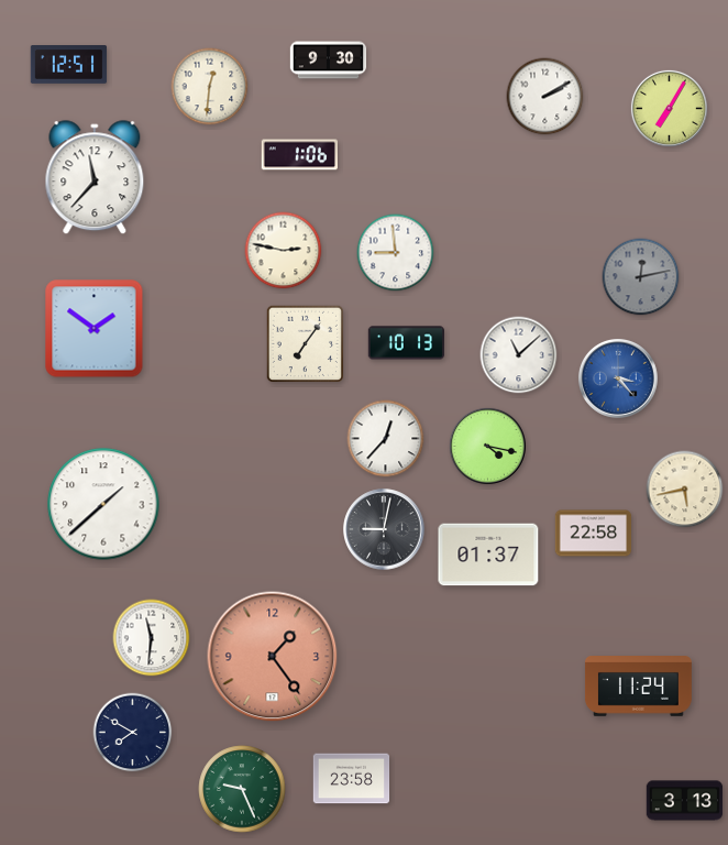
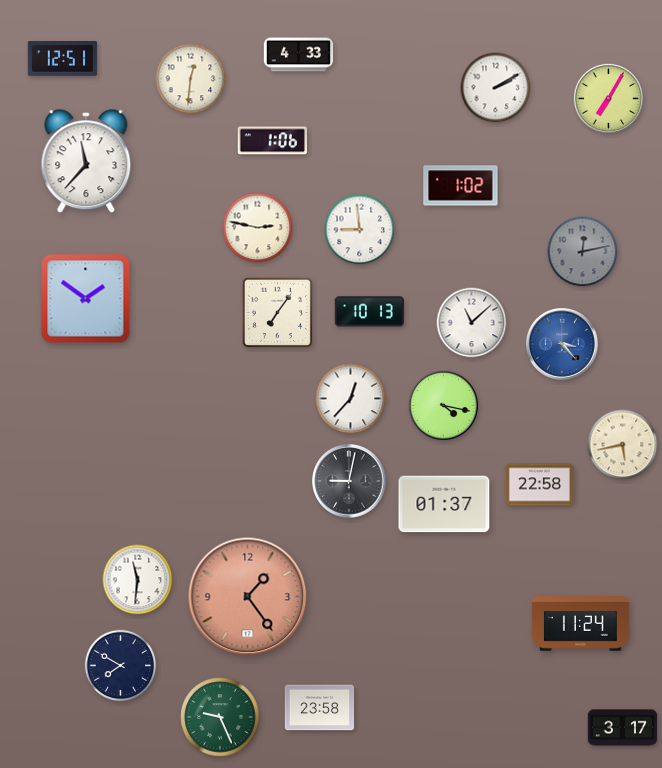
clock at (329, 61): 9:30 -> 4:33
clock at (461, 186): none -> 1:02
clock at (103, 504): 1:38 -> none
clock at (685, 801): 3:13 -> 3:17
